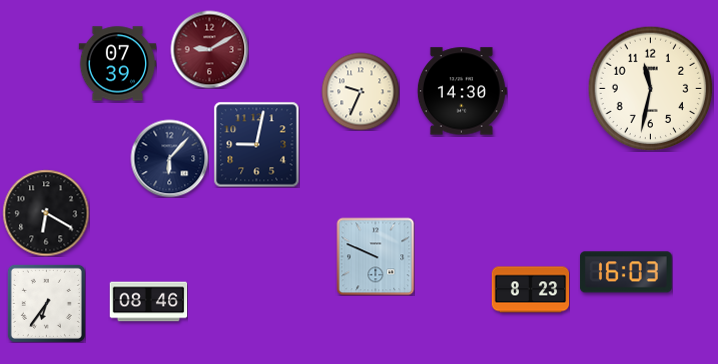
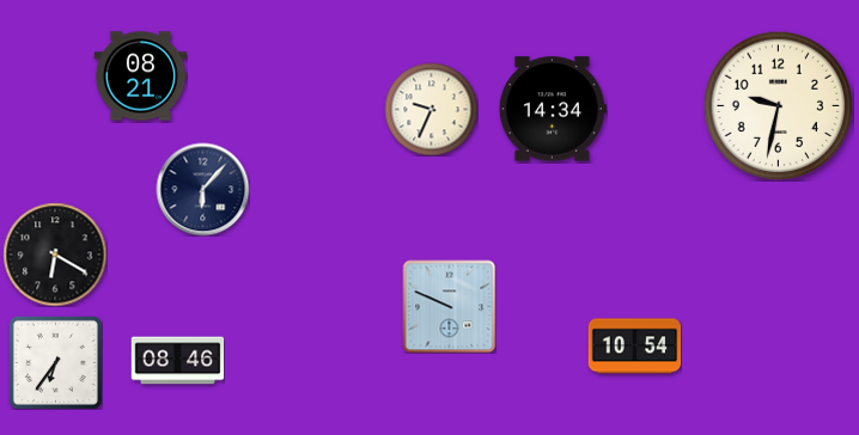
clock at (209, 49): 9:10 -> none
clock at (117, 64): 07:39 -> 08:21
clock at (650, 88): 11:32 -> 9:32
clock at (462, 91): 14:30 -> 14:34
clock at (256, 144): 9:02 -> none
clock at (626, 272): 16:03 -> none
clock at (530, 290): 8:23 -> 10:54
